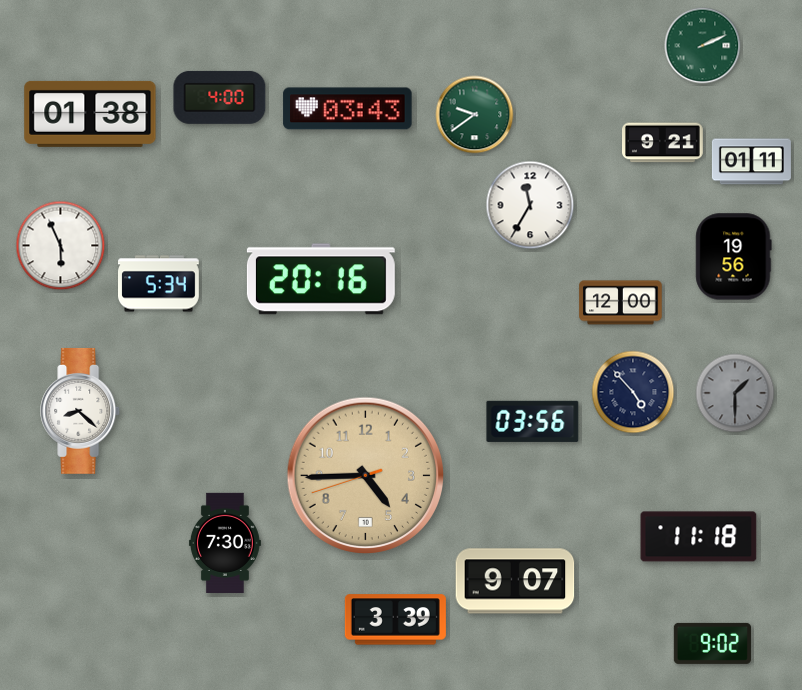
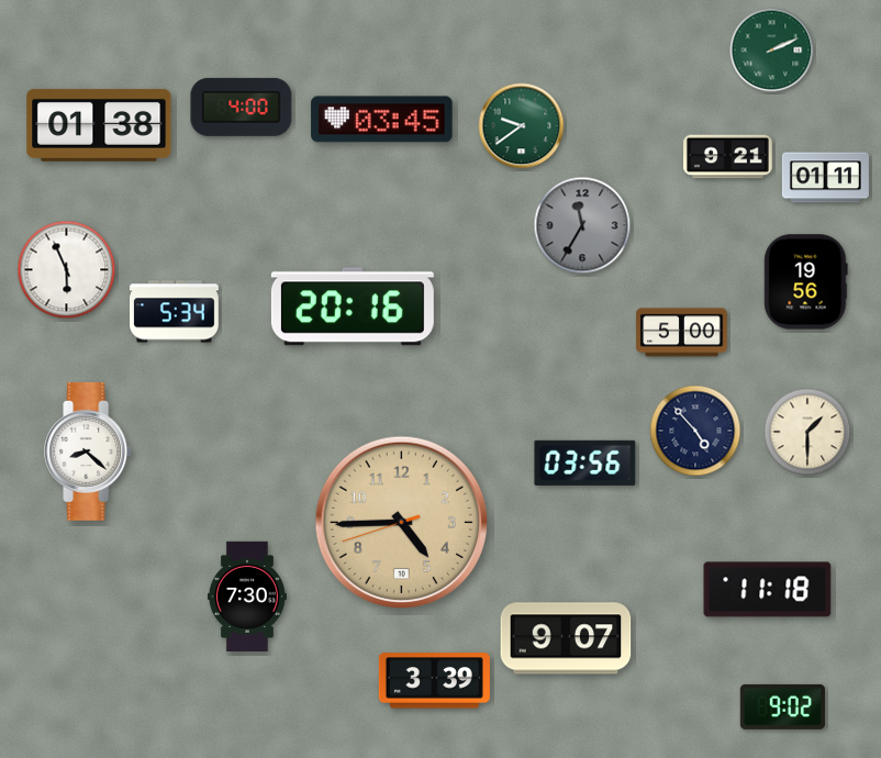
clock at (348, 109): 03:43 -> 03:45
clock at (530, 205) dial: white -> grey
clock at (621, 303): 12:00 -> 5:00
clock at (735, 393) dial: grey -> cream
